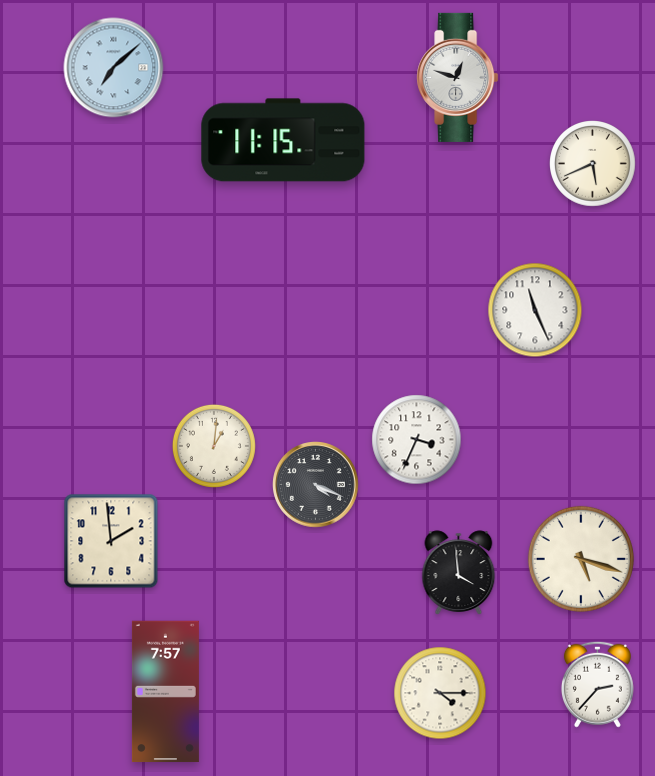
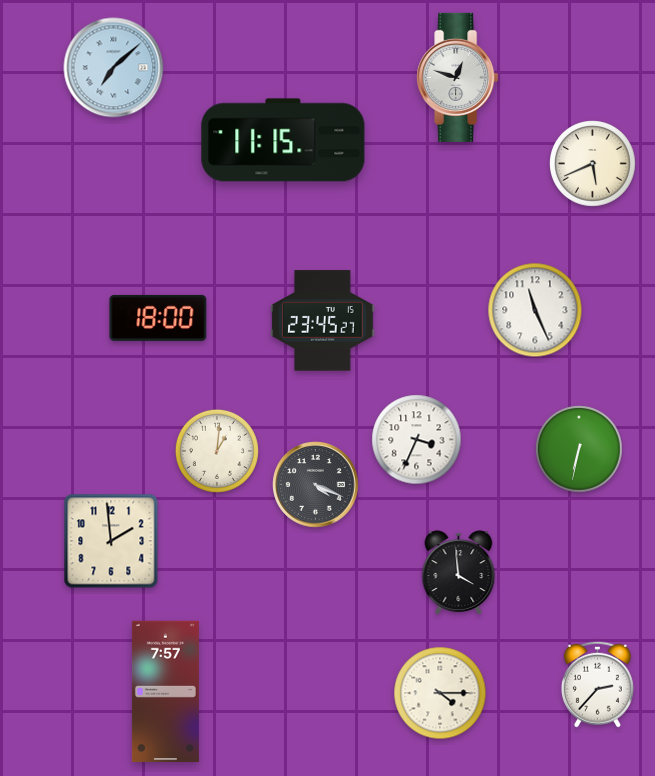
clock at (158, 318): none -> 18:00
clock at (323, 321): none -> 23:45
clock at (214, 446) position: (214, 446) -> (217, 451)
clock at (579, 449): none -> 6:32
clock at (581, 559): 5:18 -> none
